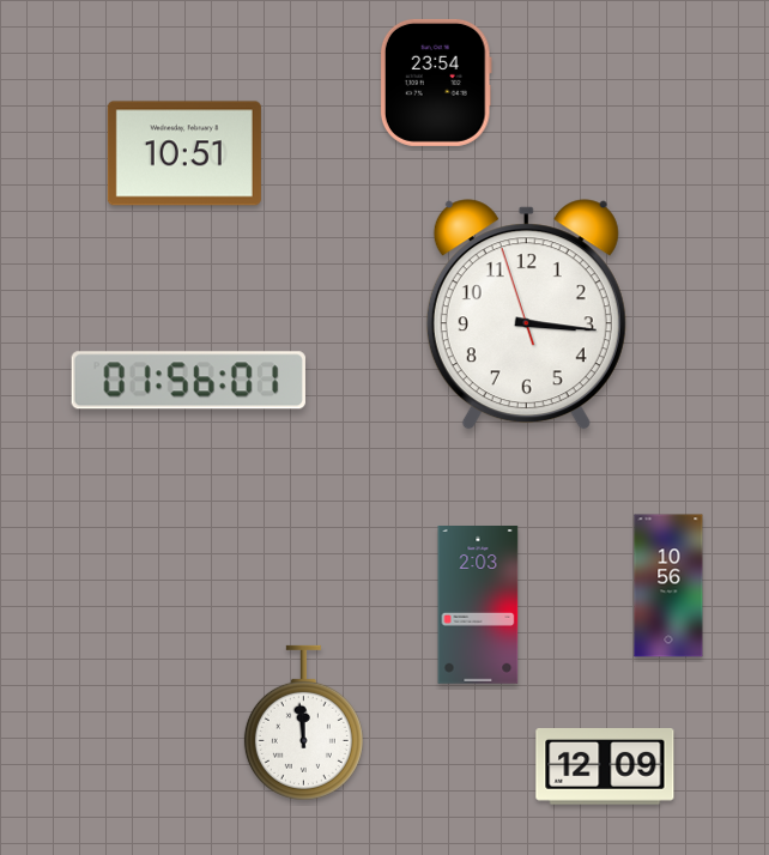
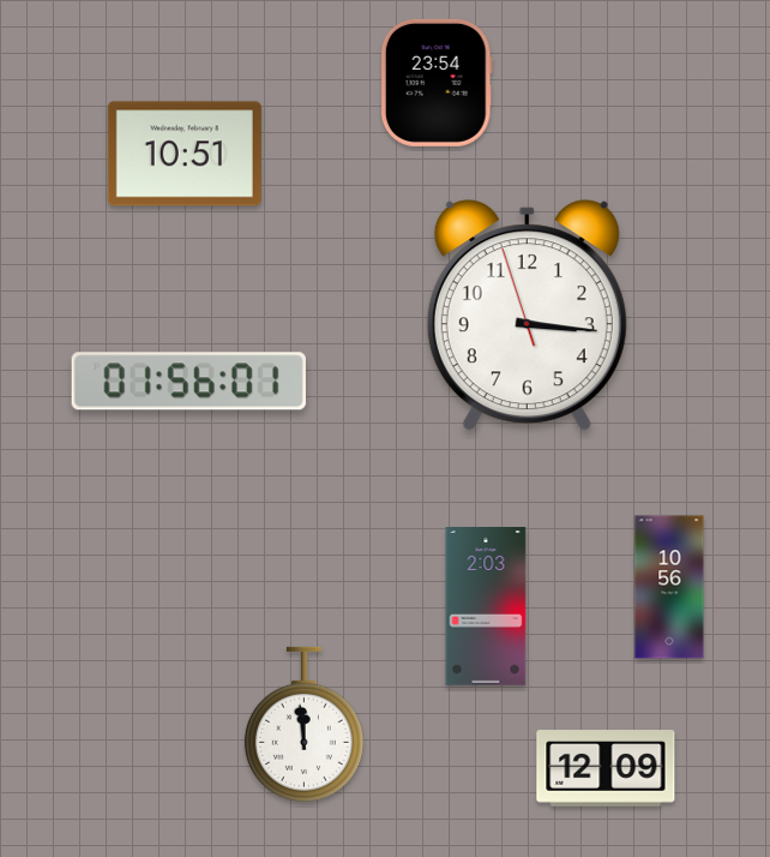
clock at (478, 605) position: (478, 605) -> (486, 606)
